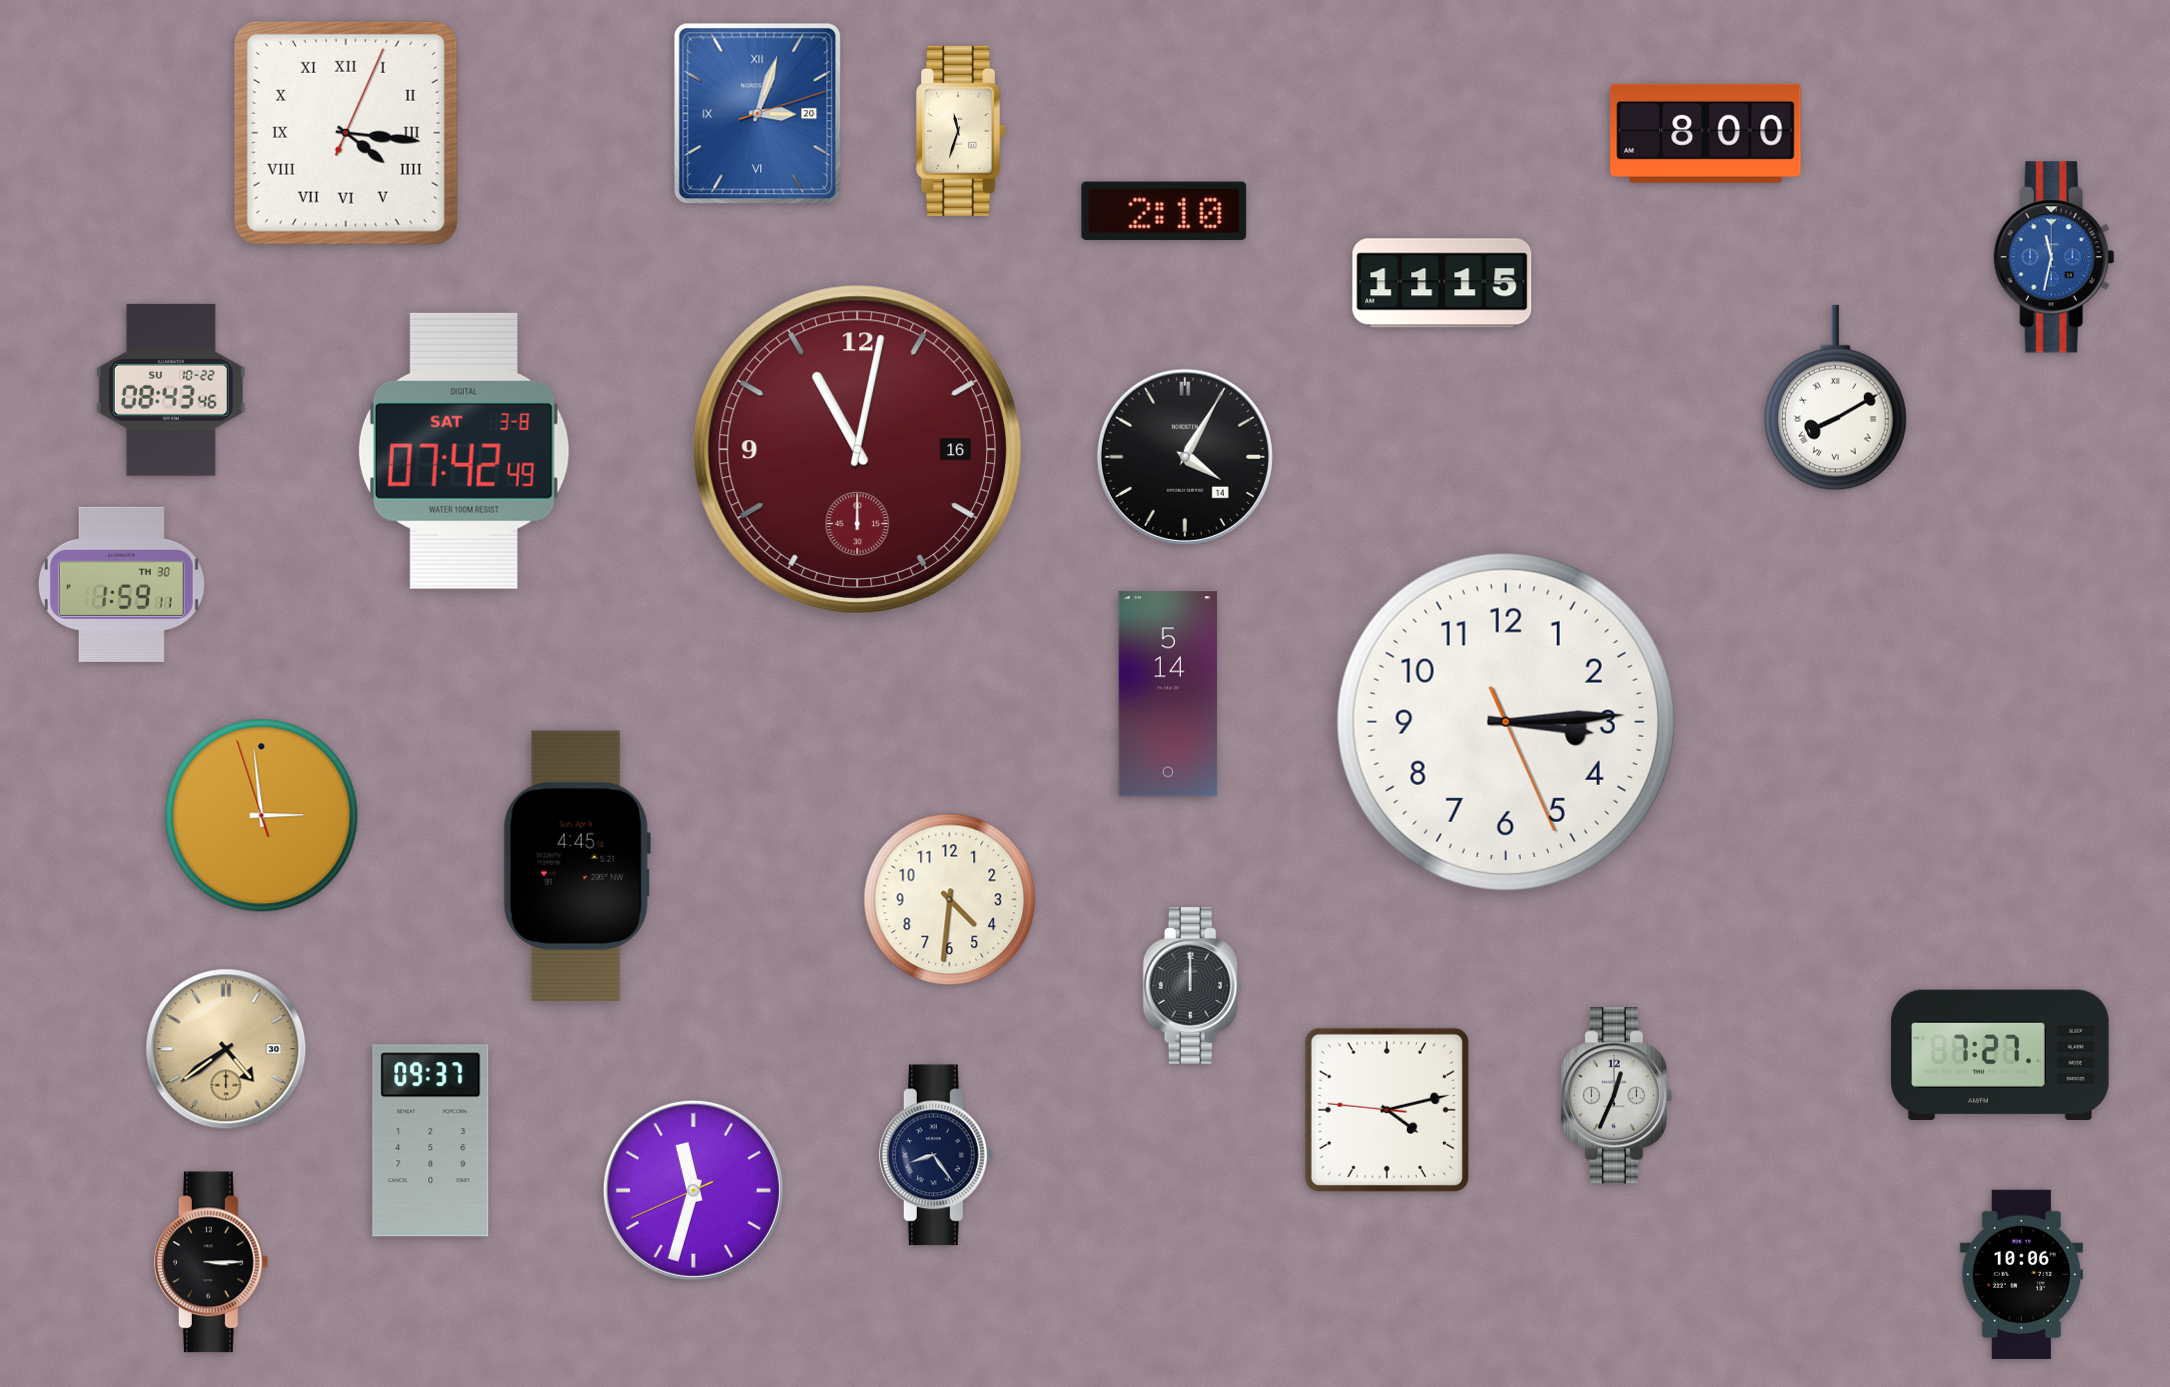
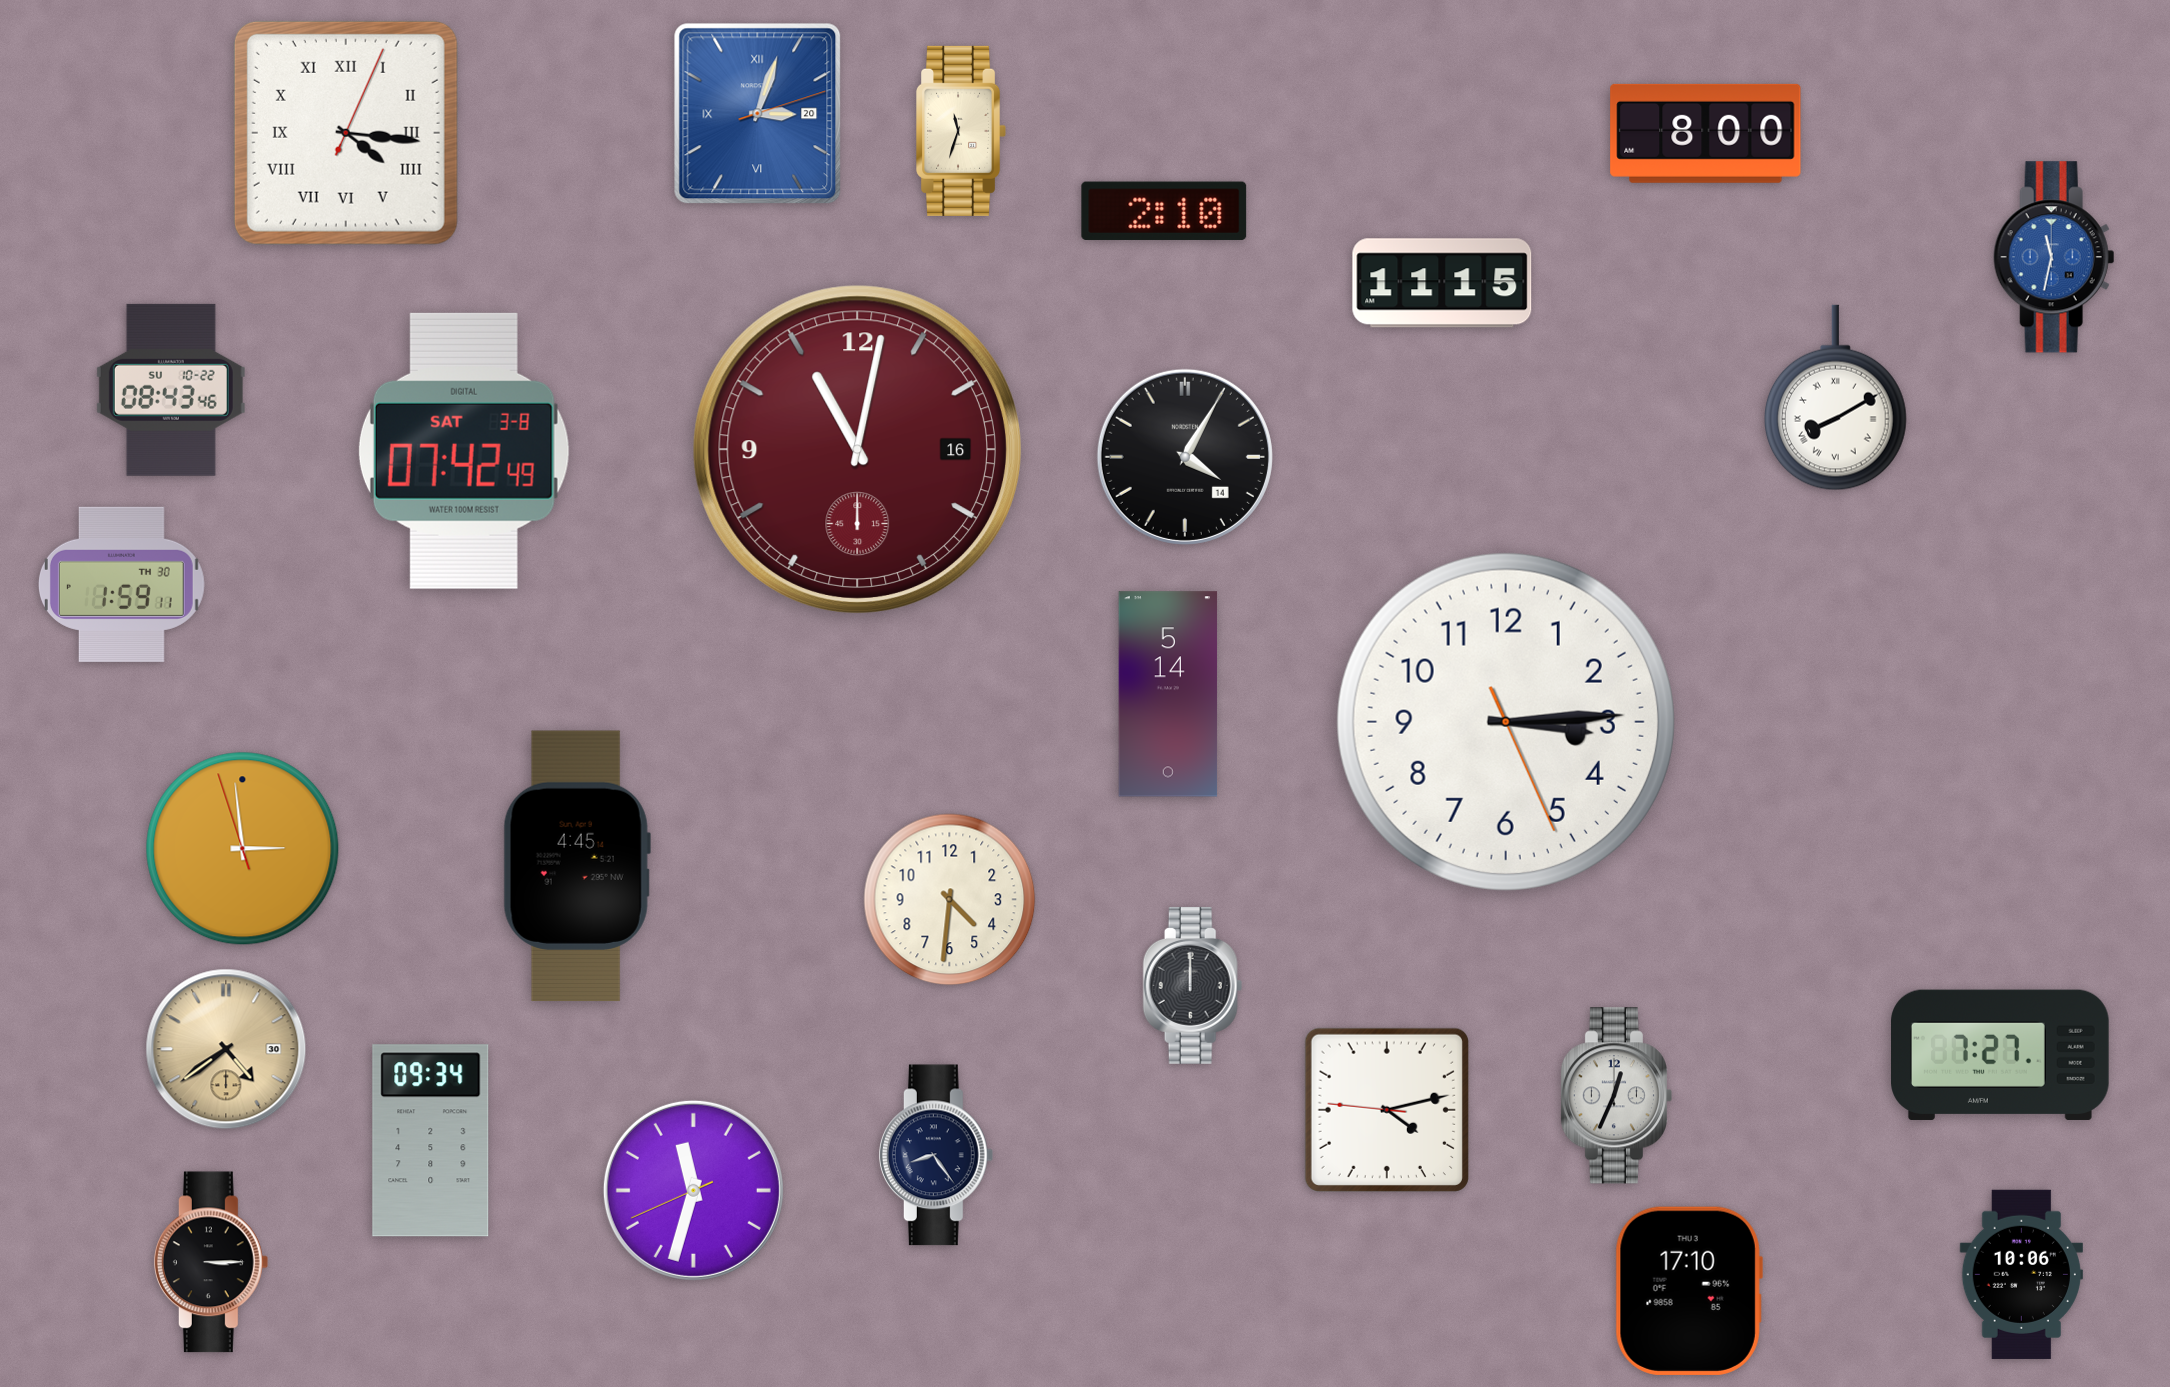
clock at (262, 816) position: (262, 816) -> (243, 849)
clock at (431, 1141): 09:37 -> 09:34
clock at (1689, 1291): none -> 17:10
